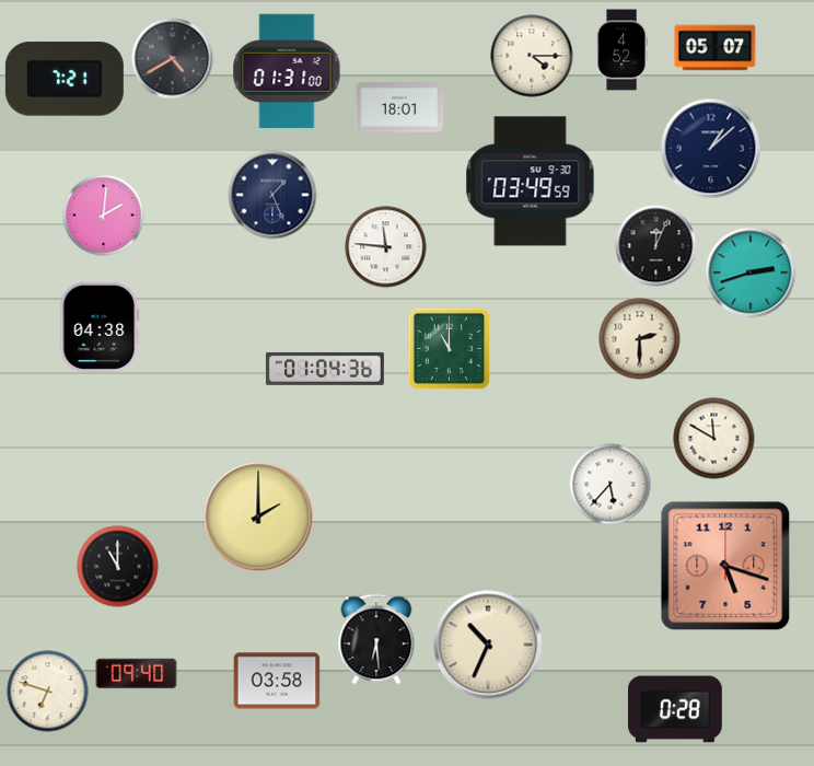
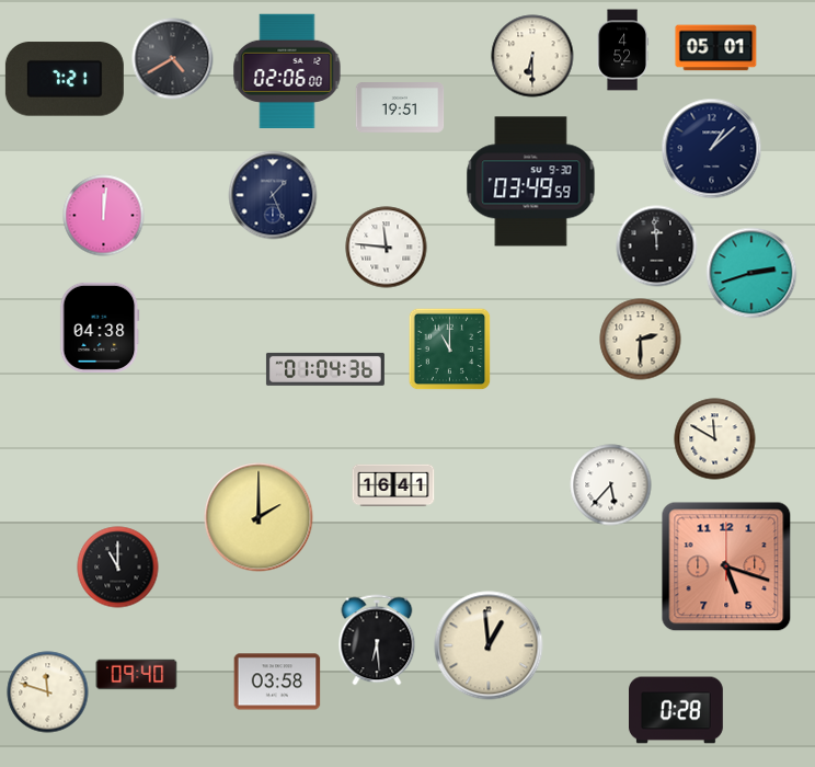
clock at (716, 48): 05:07 -> 05:01
clock at (532, 56): 4:15 -> 6:30
clock at (287, 70): 01:31 -> 02:06
clock at (399, 108): 18:01 -> 19:51
clock at (104, 216): 2:01 -> 12:01
clock at (656, 246): 12:04 -> 11:59
clock at (393, 485): none -> 16:41
clock at (488, 645): 10:34 -> 12:59
clock at (48, 692): 6:48 -> 11:48
